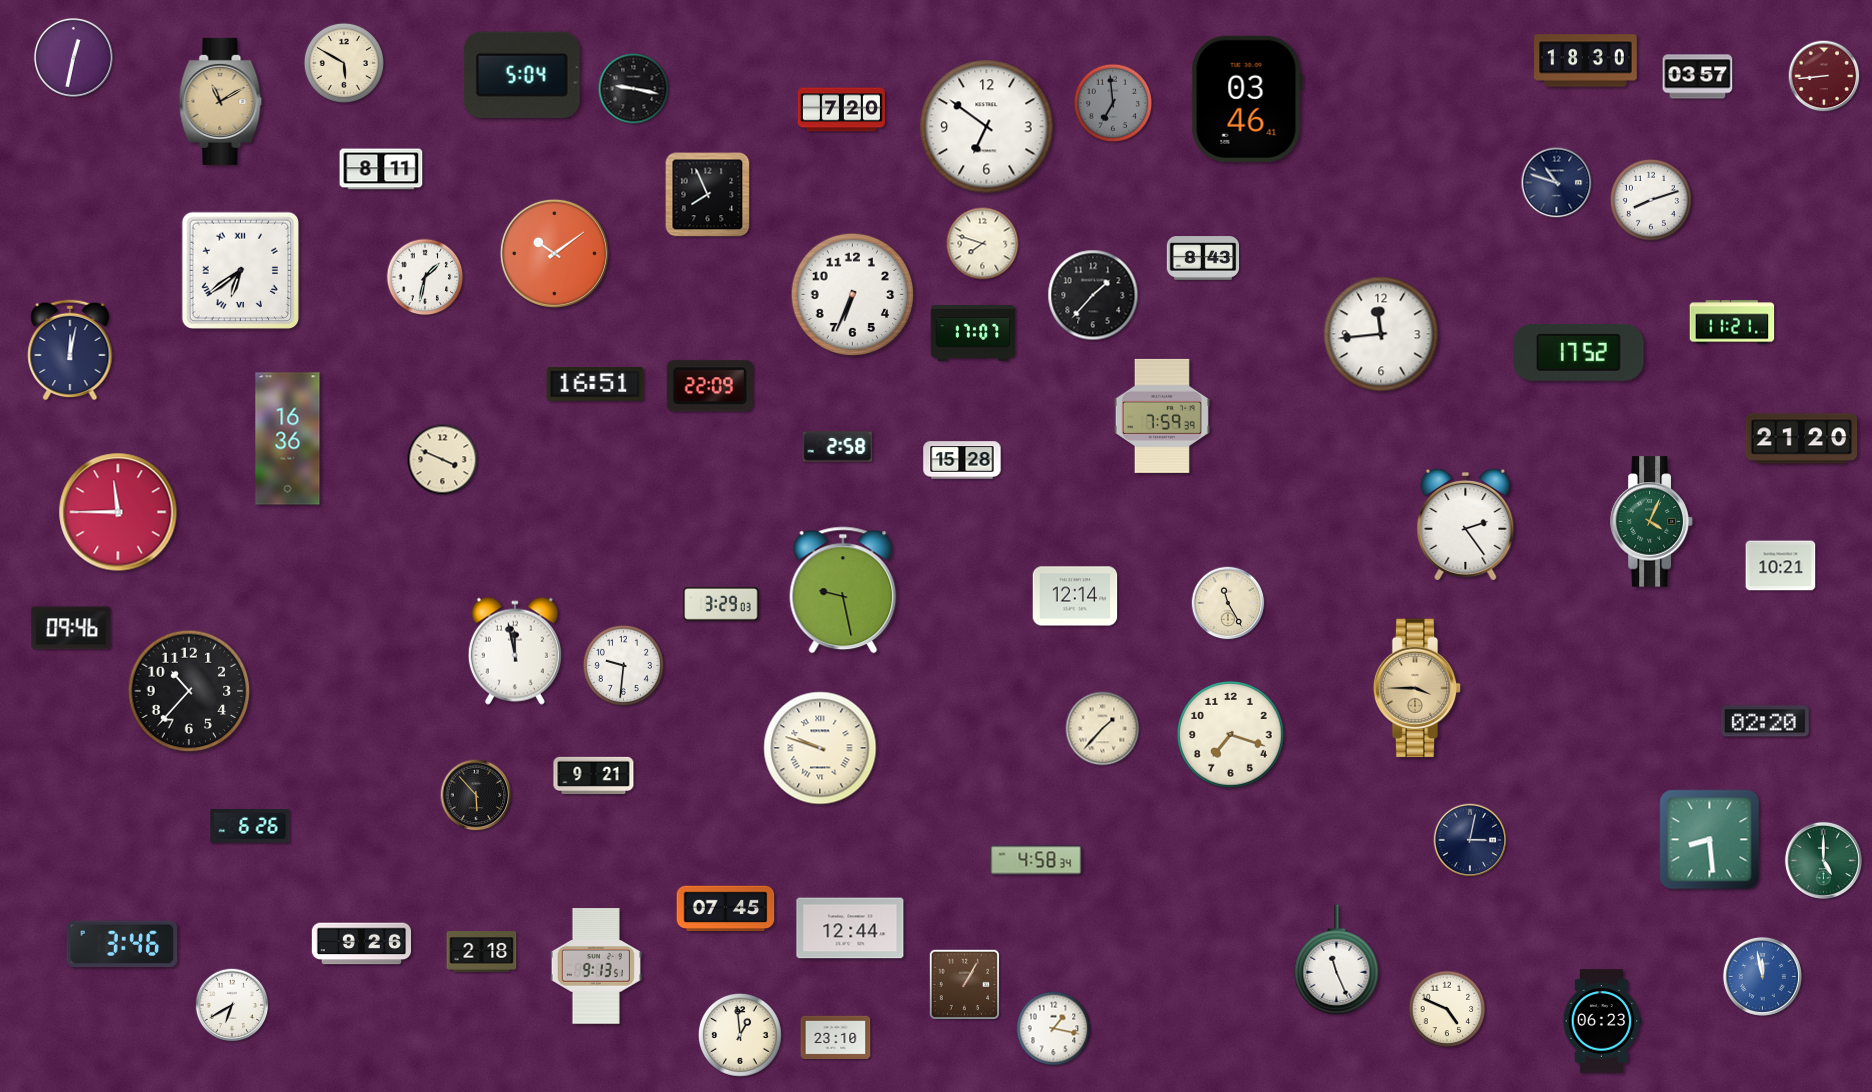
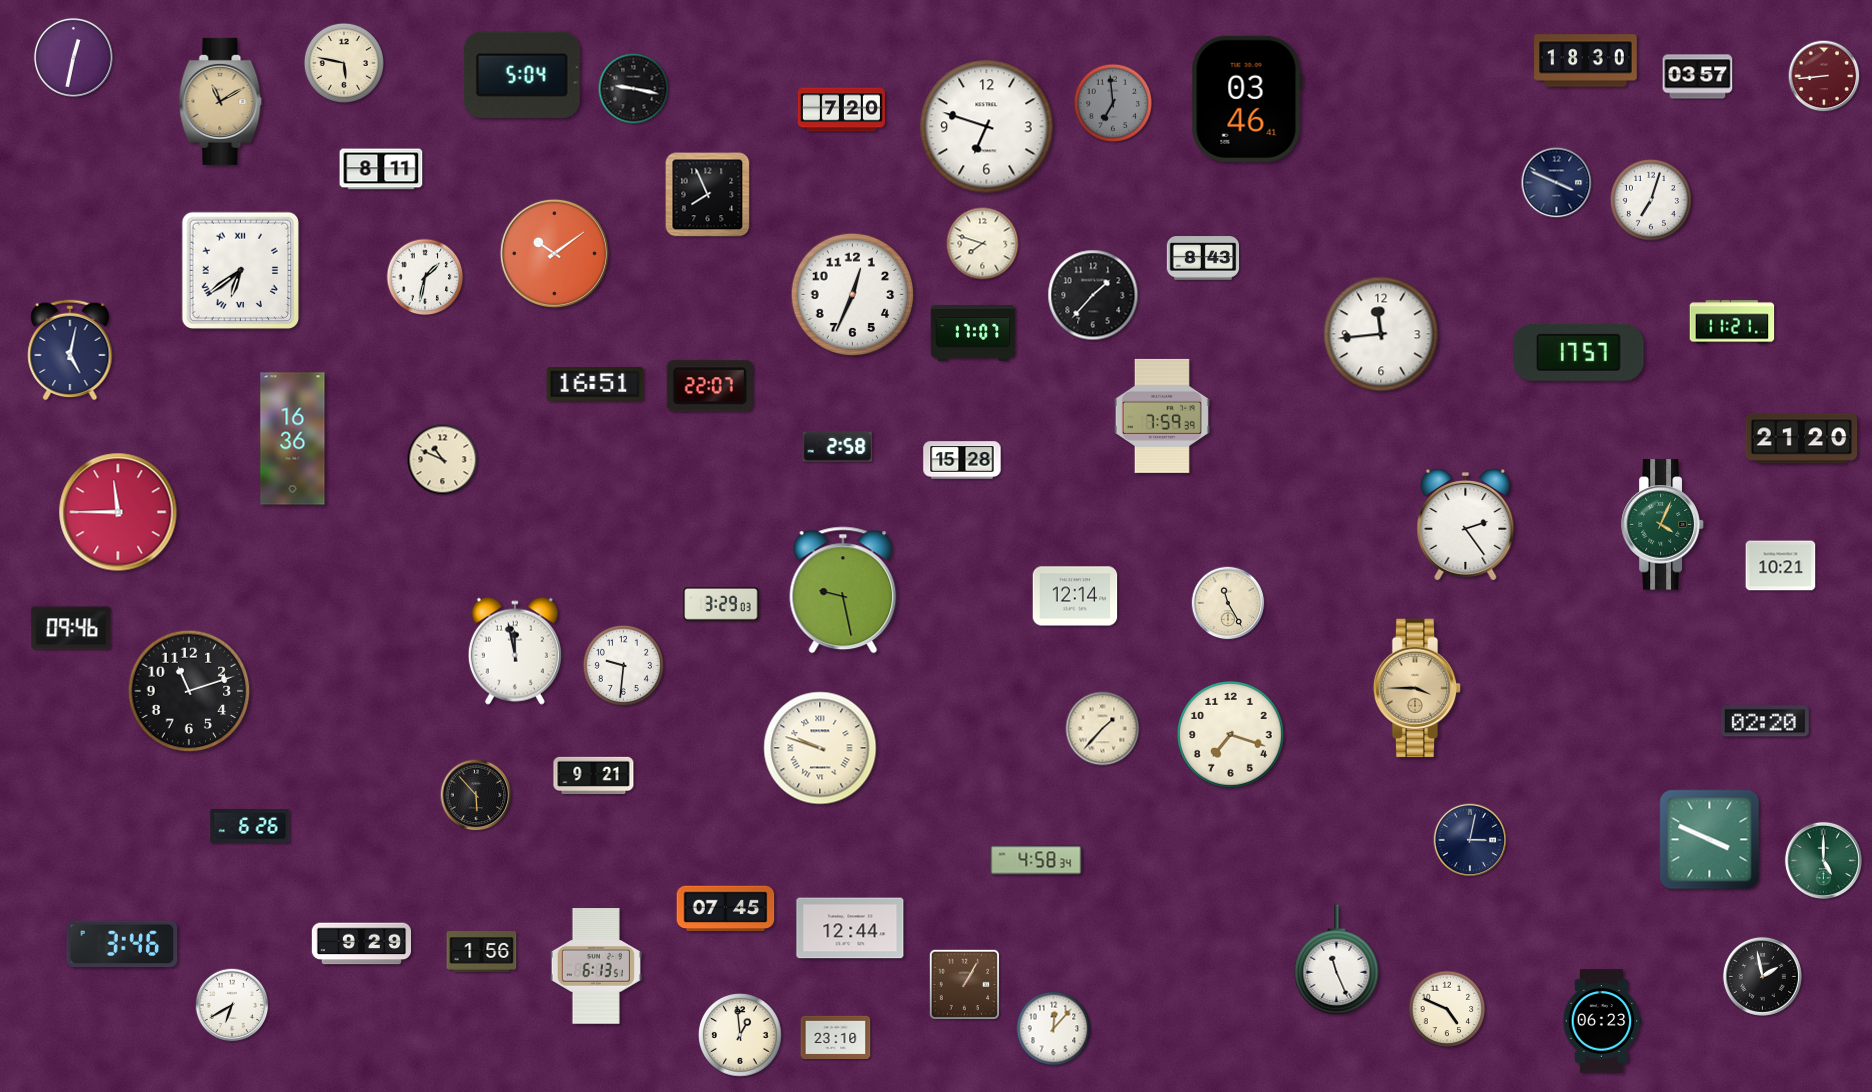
clock at (344, 63): 5:50 -> 5:47
clock at (987, 127): 6:51 -> 6:48
clock at (1557, 183): 10:48 -> 3:49
clock at (1651, 200): 8:12 -> 7:03
clock at (853, 295): 6:34 -> 12:34
clock at (70, 350): 12:02 -> 5:02
clock at (1579, 352): 17:52 -> 17:57
clock at (710, 386): 22:09 -> 22:07
clock at (288, 439) position: (288, 439) -> (293, 439)
clock at (443, 460): 3:49 -> 10:49
clock at (1652, 522) position: (1652, 522) -> (1663, 525)
clock at (189, 691): 10:37 -> 11:12
clock at (1710, 840): 8:29 -> 3:49
clock at (361, 944): 9:26 -> 9:29
clock at (482, 952): 2:18 -> 1:56
clock at (596, 966): 9:13 -> 6:13
clock at (1762, 976): 11:58 -> 1:58
clock at (1762, 976) dial: blue -> black
clock at (1054, 1029): 1:17 -> 12:07
